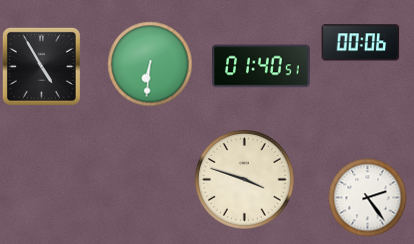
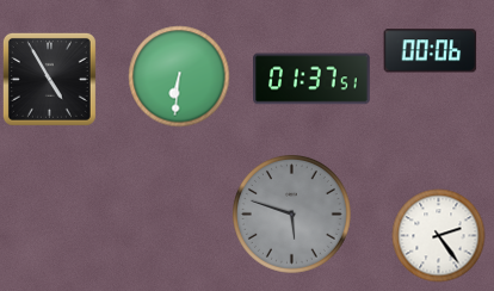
clock at (261, 66): 01:40 -> 01:37
clock at (244, 179): 3:48 -> 5:48
clock at (244, 179) dial: cream -> grey
